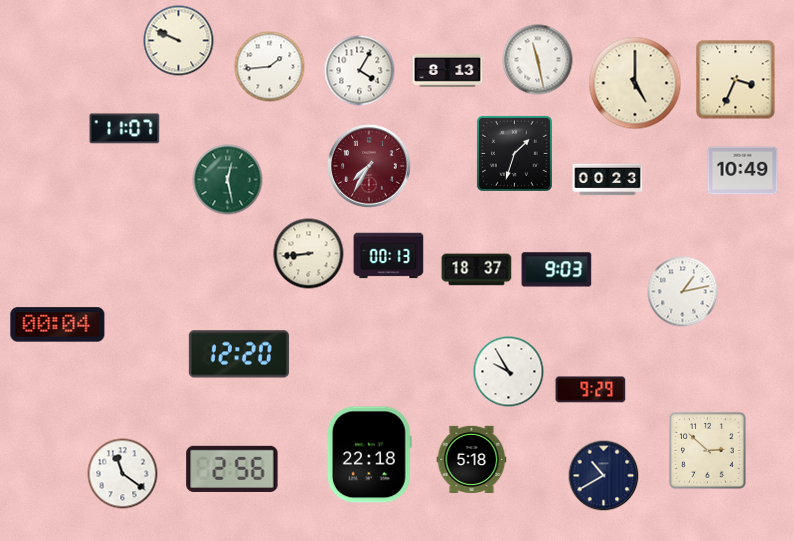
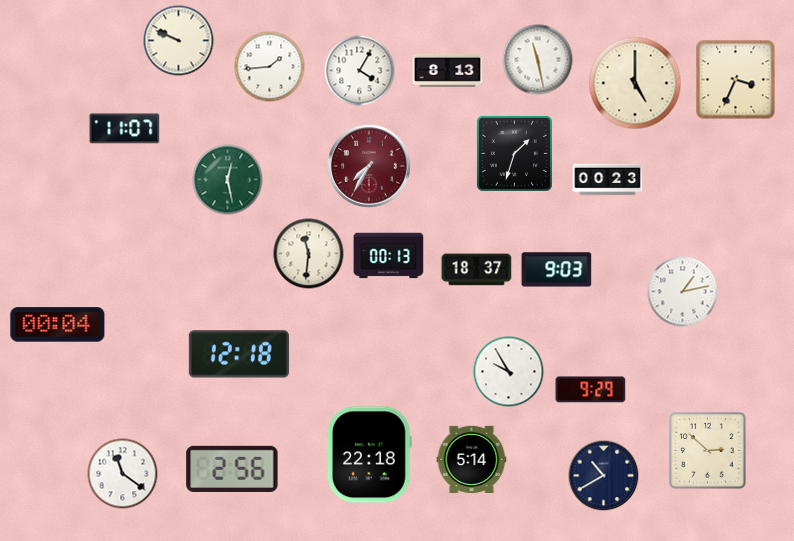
clock at (743, 171): 10:49 -> none
clock at (309, 254): 8:44 -> 11:31
clock at (239, 354): 12:20 -> 12:18
clock at (472, 459): 5:18 -> 5:14
